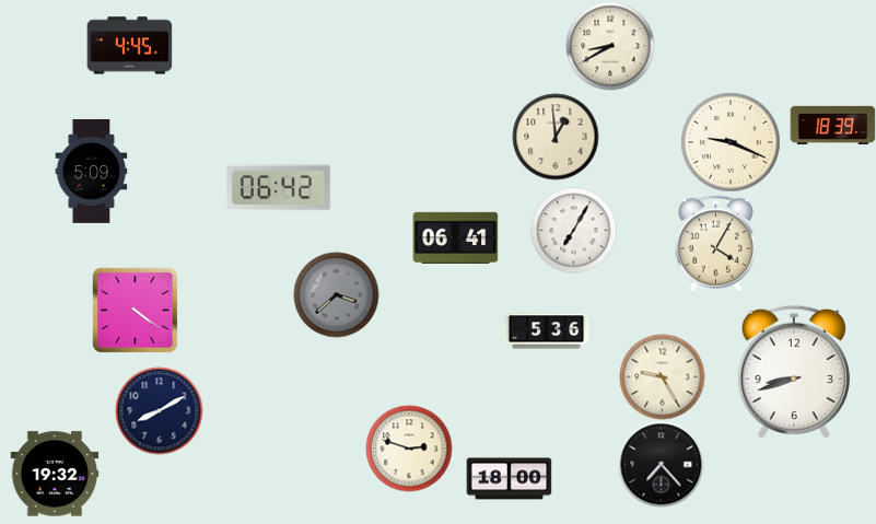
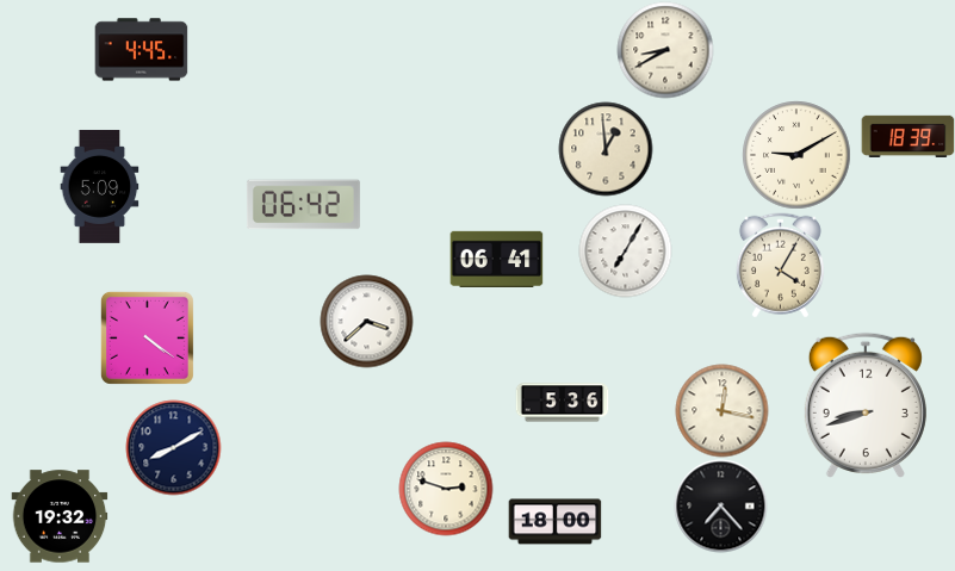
clock at (731, 142): 9:19 -> 9:10
clock at (336, 294) dial: grey -> white
clock at (546, 331) position: (546, 331) -> (562, 403)
clock at (662, 376): 9:25 -> 12:17
